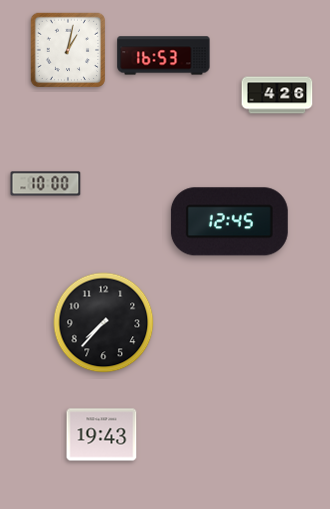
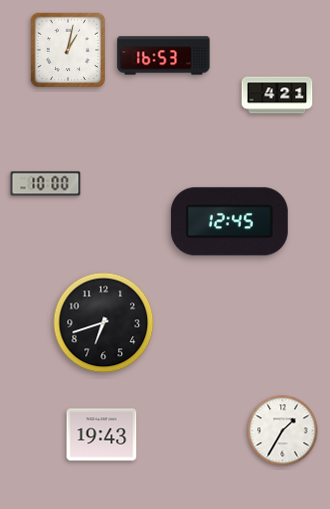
clock at (277, 95): 4:26 -> 4:21
clock at (104, 323): 7:37 -> 6:42
clock at (283, 431): none -> 1:35
